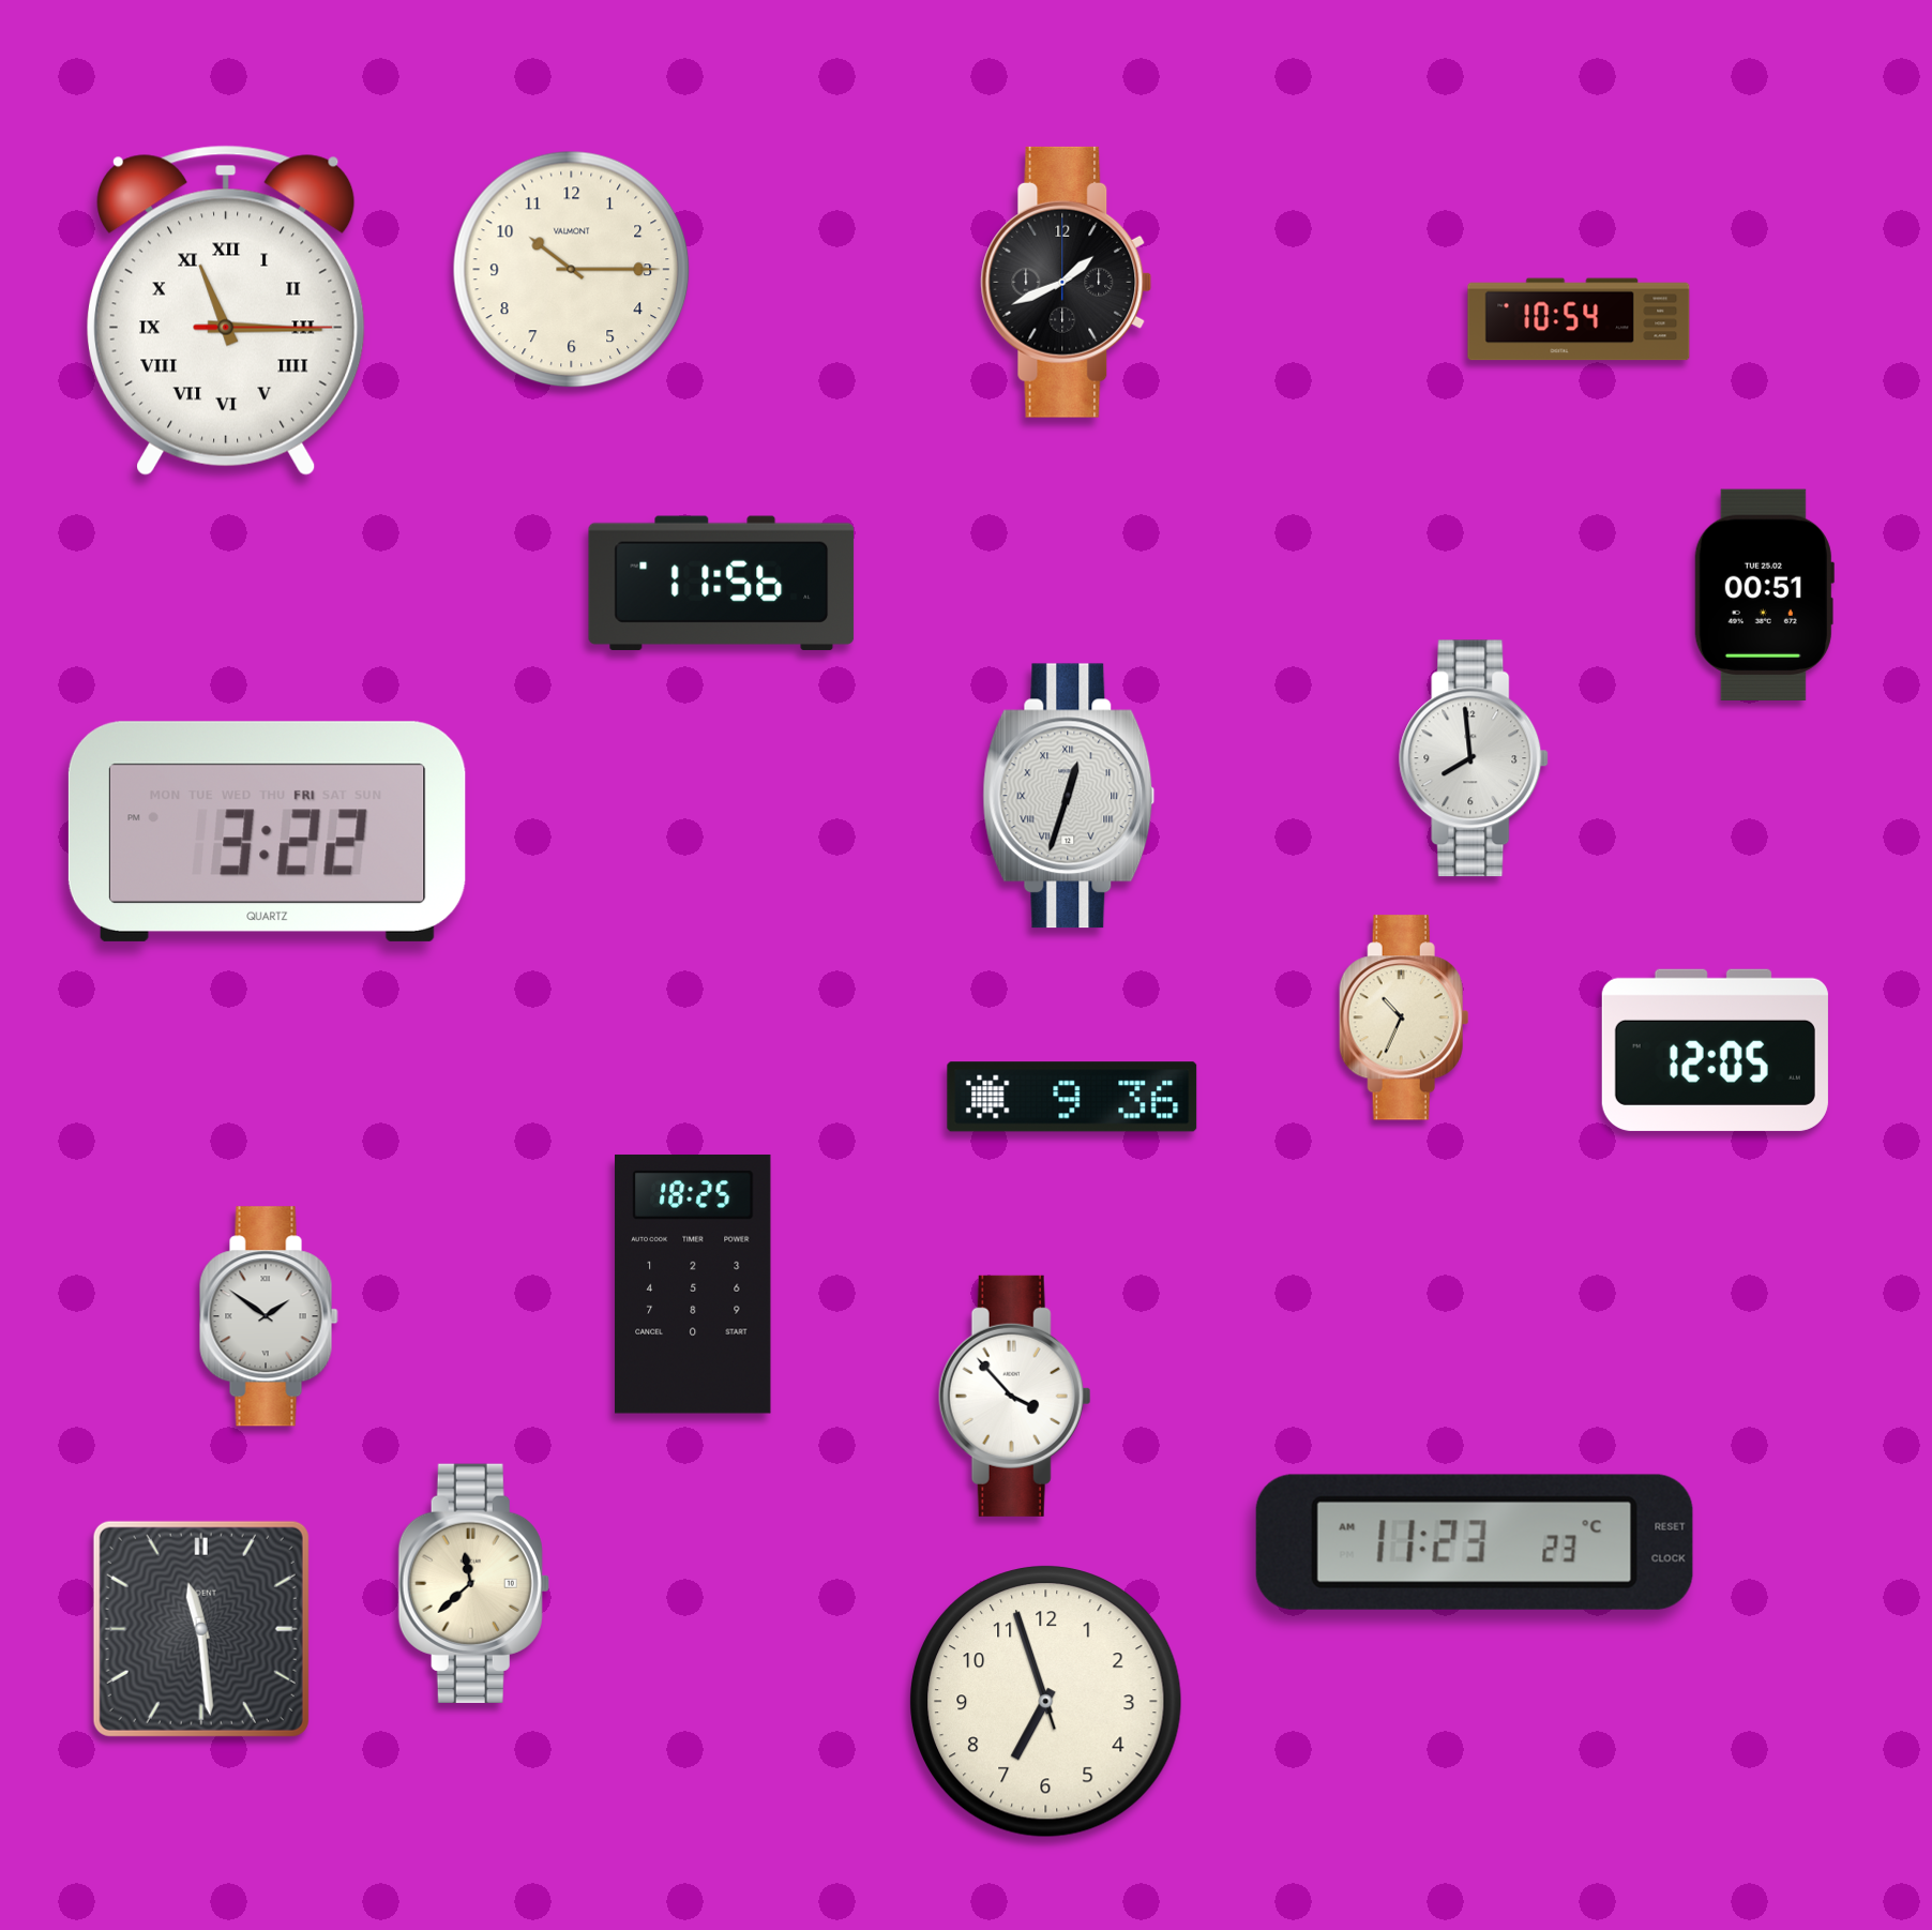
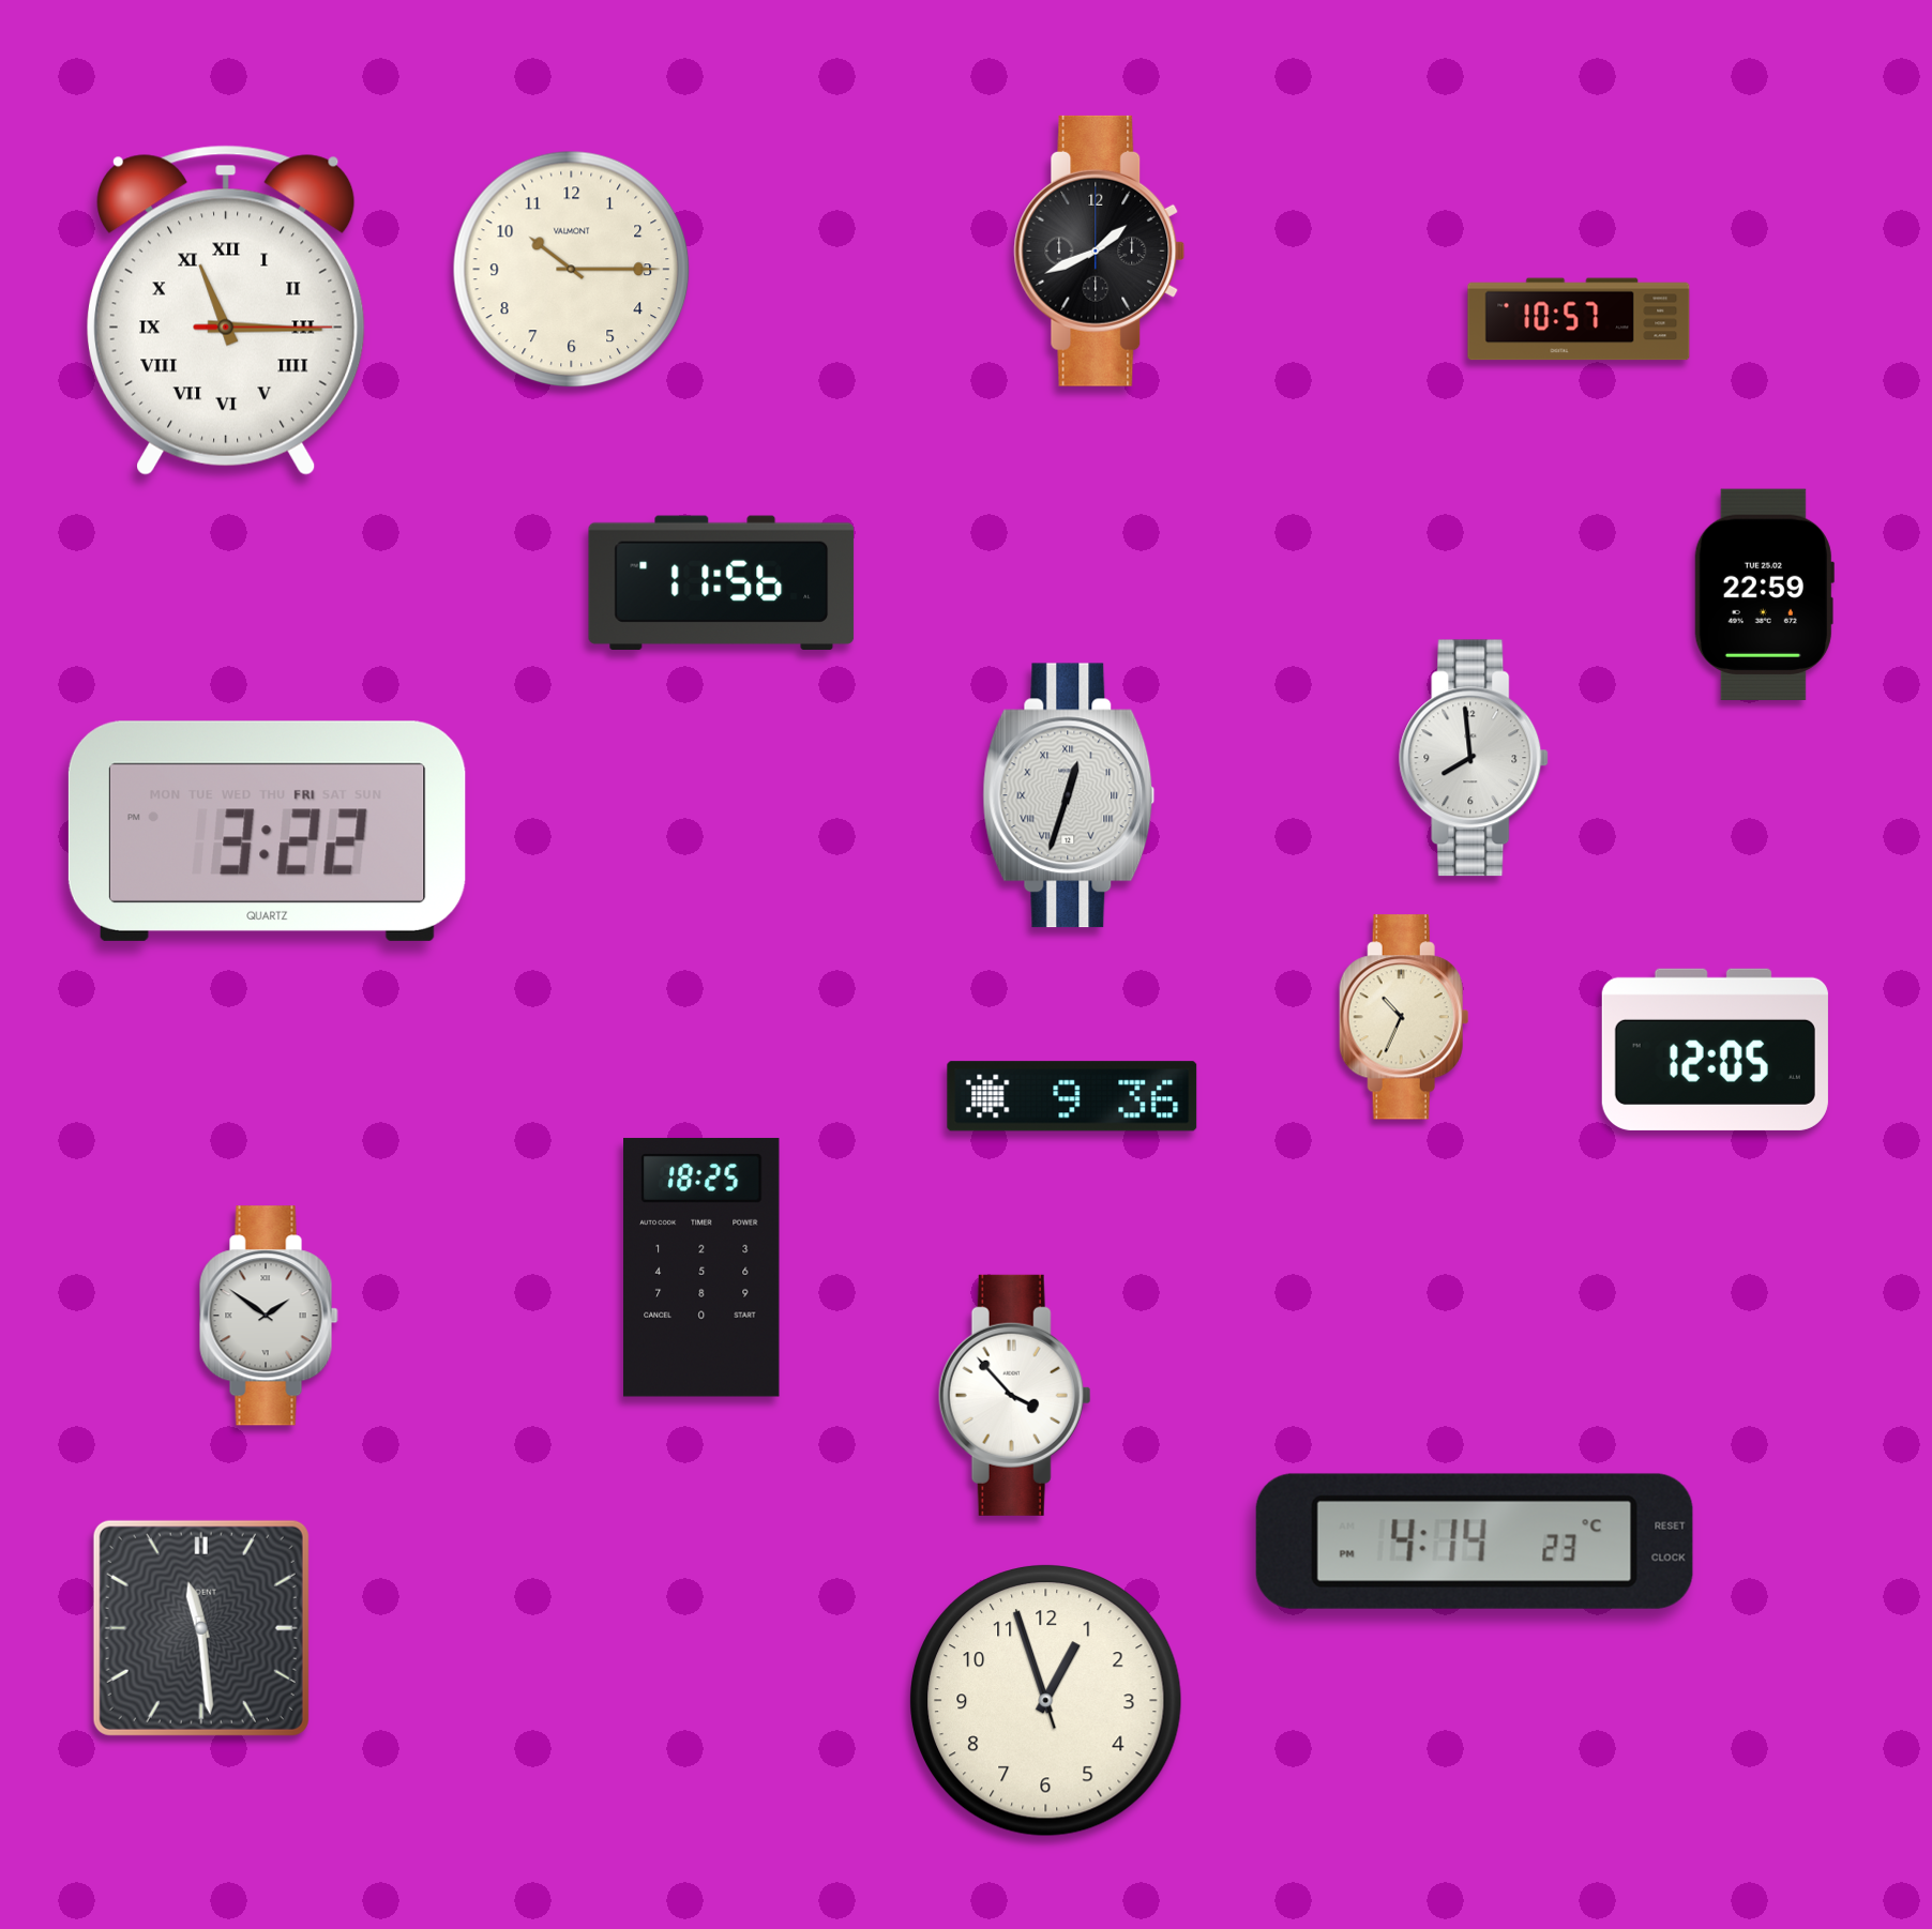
clock at (1067, 282) position: (1067, 282) -> (1100, 250)
clock at (1579, 319): 10:54 -> 10:57
clock at (1764, 594): 00:51 -> 22:59
clock at (694, 1284) position: (694, 1284) -> (703, 1267)
clock at (1475, 1542): 11:23 -> 4:14
clock at (473, 1583): 11:38 -> none
clock at (1046, 1702): 6:56 -> 12:56
